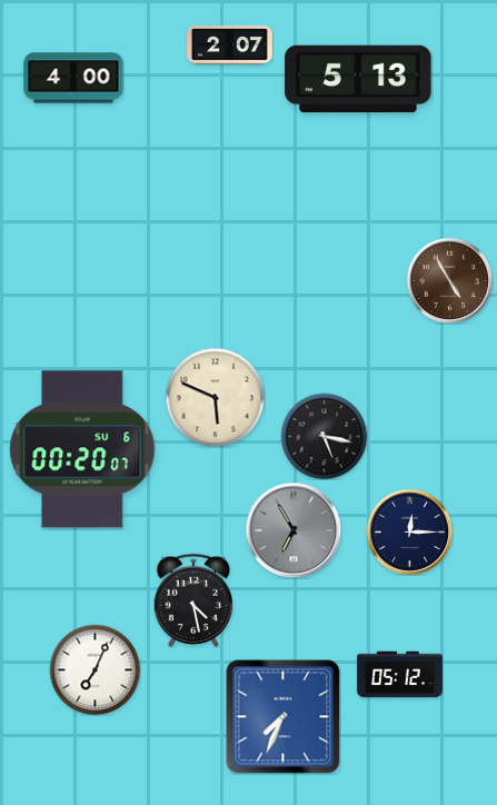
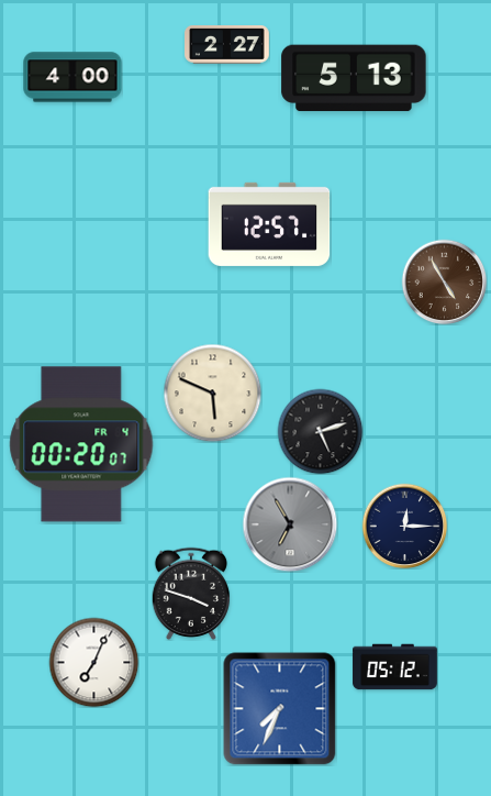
clock at (230, 46): 2:07 -> 2:27
clock at (269, 224): none -> 12:57
clock at (449, 280) position: (449, 280) -> (444, 281)
clock at (324, 436): 5:17 -> 5:12
clock at (82, 449) date: SU 6 -> FR 4
clock at (193, 600): 4:28 -> 3:48
